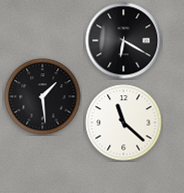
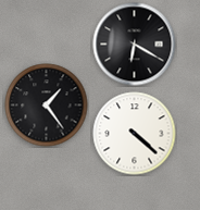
clock at (43, 97): 1:29 -> 1:24
clock at (124, 123): 11:22 -> 4:22
